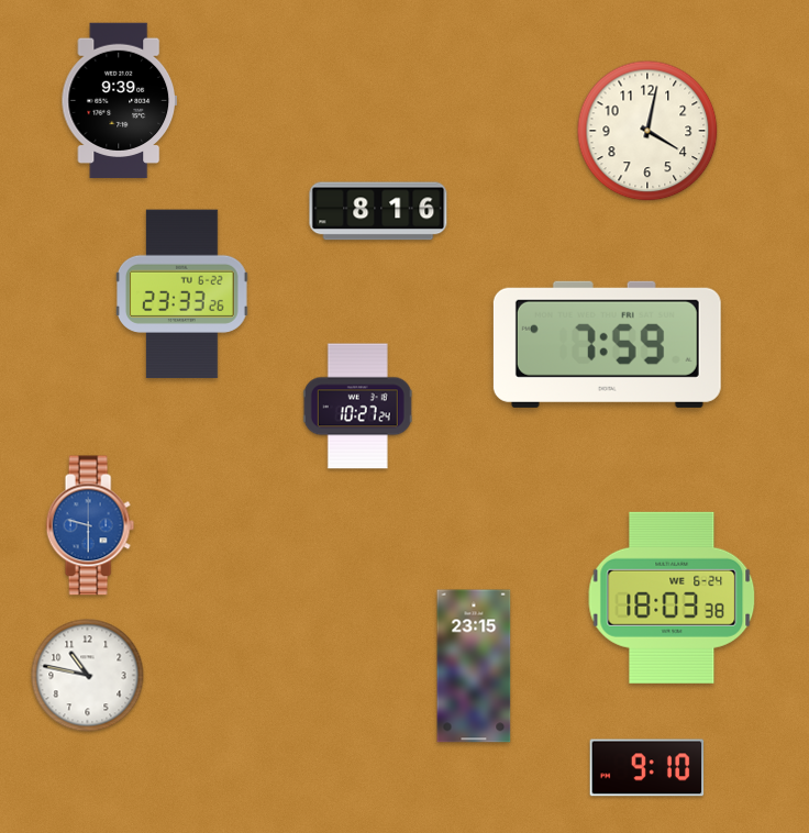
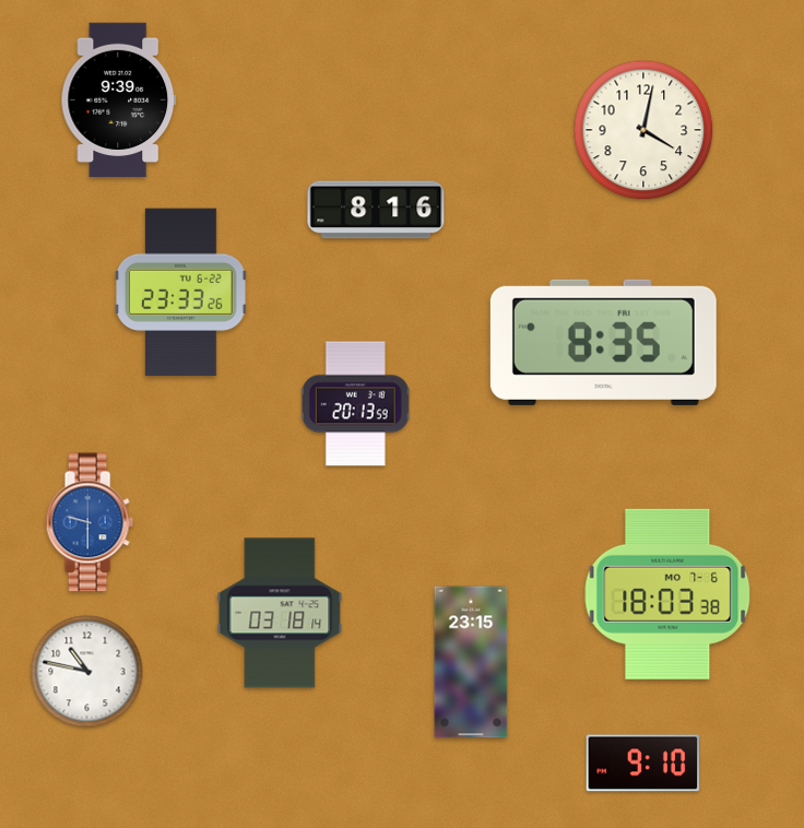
clock at (607, 344): 7:59 -> 8:35
clock at (357, 407): 10:27 -> 20:13
clock at (672, 598) date: WE 6-24 -> MO 7-6
clock at (280, 613): none -> 03:18
